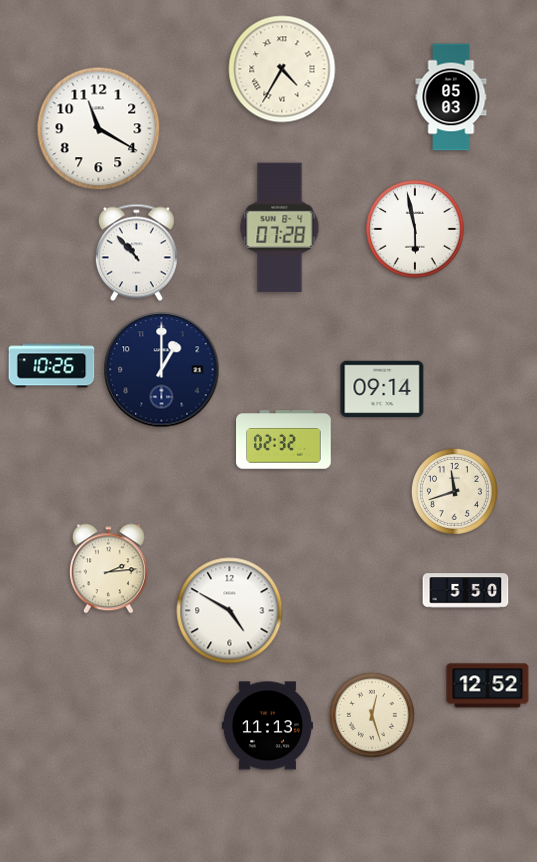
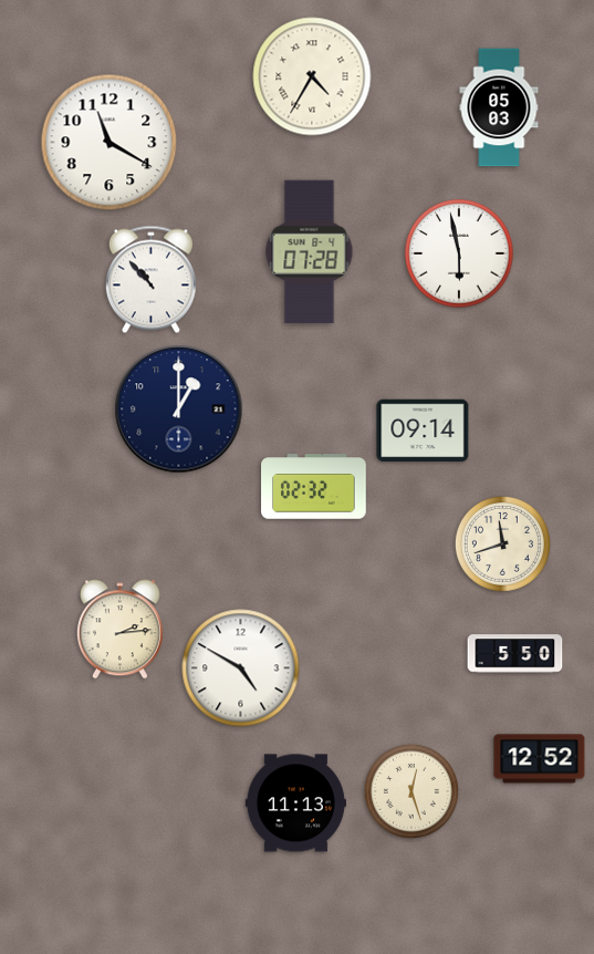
clock at (52, 366): 10:26 -> none
clock at (230, 611) position: (230, 611) -> (241, 668)
